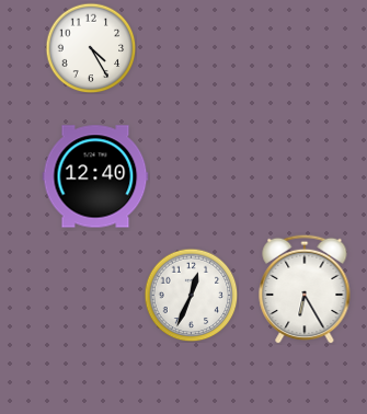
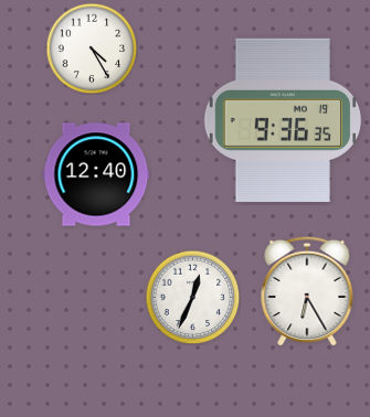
clock at (283, 120): none -> 9:36
clock at (95, 176) position: (95, 176) -> (96, 174)
